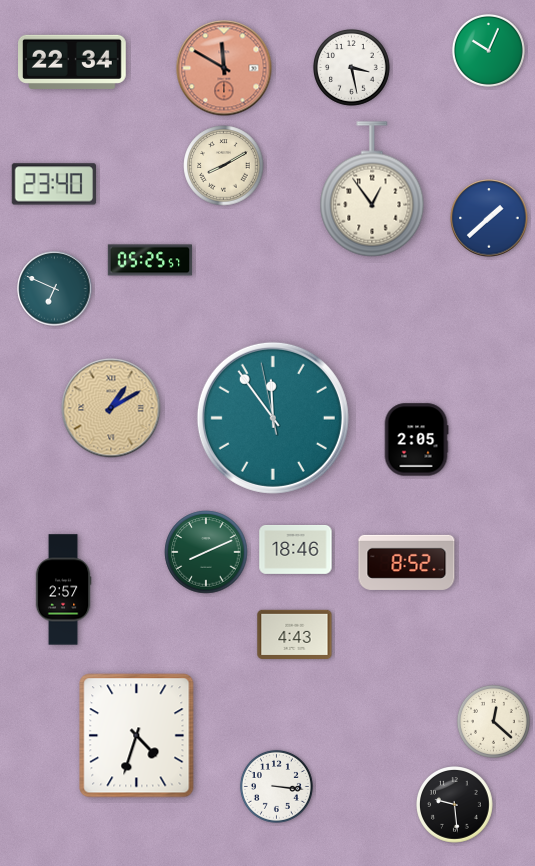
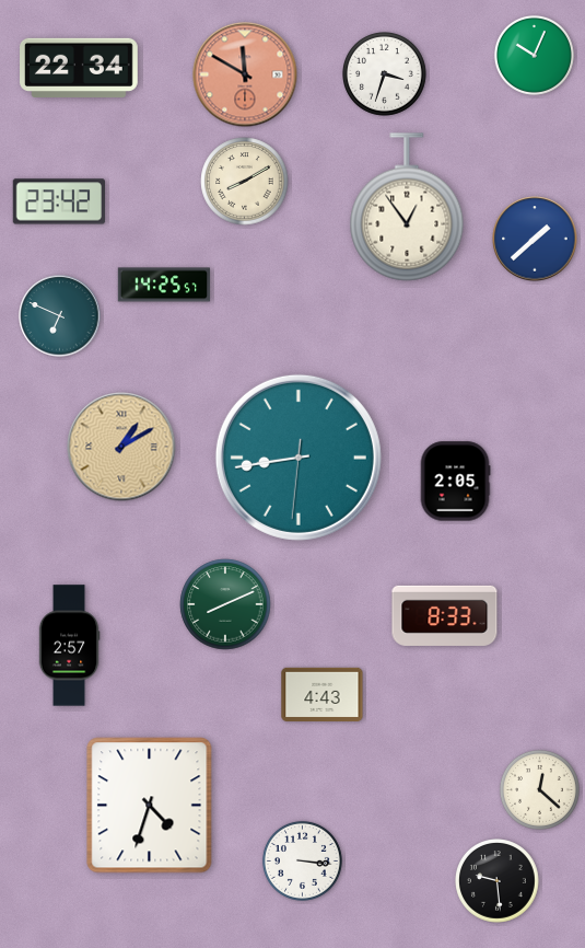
clock at (352, 68): 3:28 -> 3:33
clock at (53, 184): 23:40 -> 23:42
clock at (150, 260): 05:25 -> 14:25
clock at (273, 418): 11:53 -> 8:43
clock at (296, 549): 18:46 -> none
clock at (407, 562): 8:52 -> 8:33
